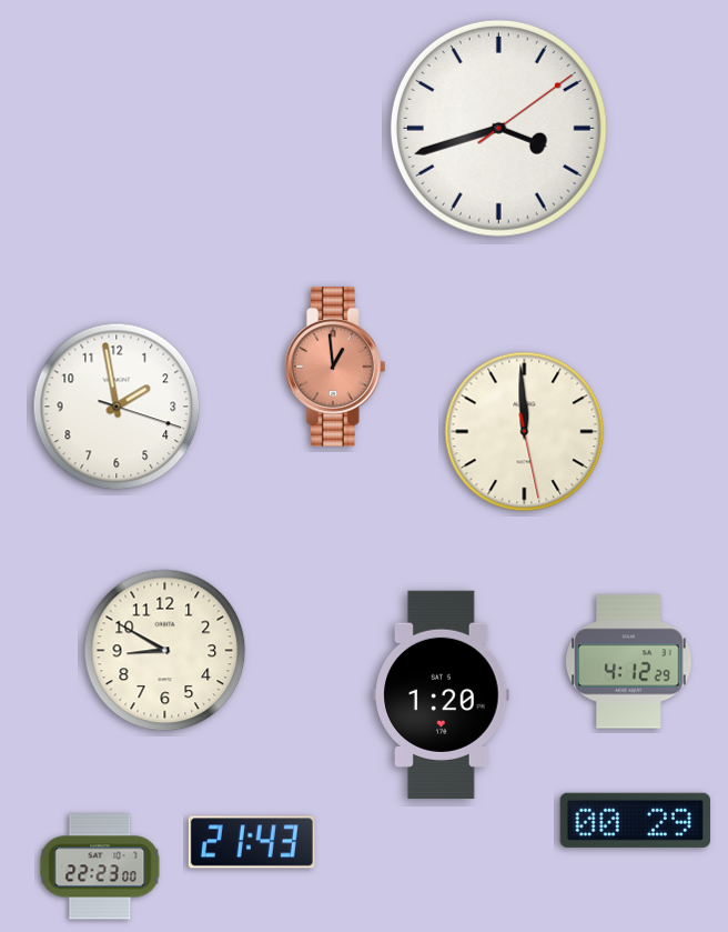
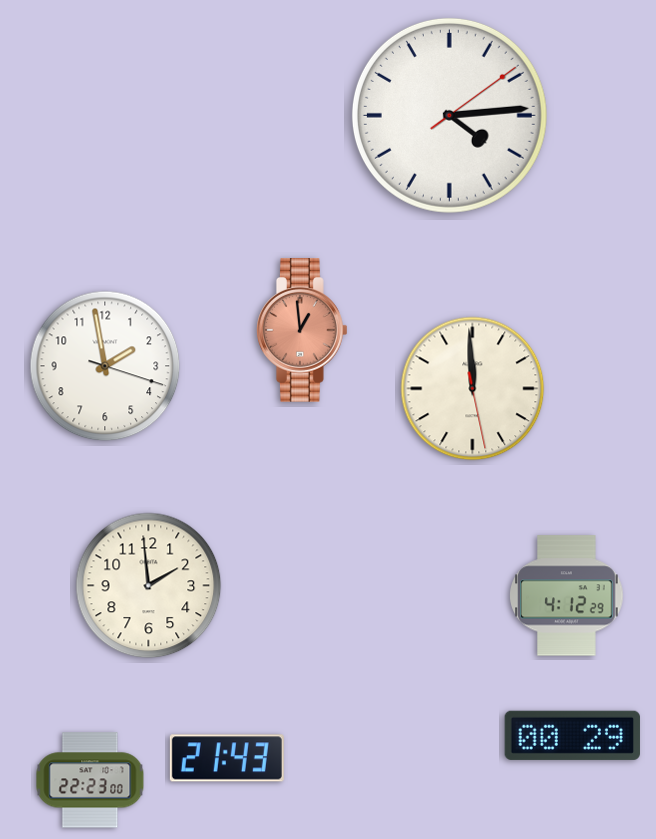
clock at (498, 128): 3:42 -> 4:14
clock at (165, 651): 8:50 -> 1:59
clock at (442, 694): 1:20 -> none
clock at (635, 820) position: (635, 820) -> (572, 735)
